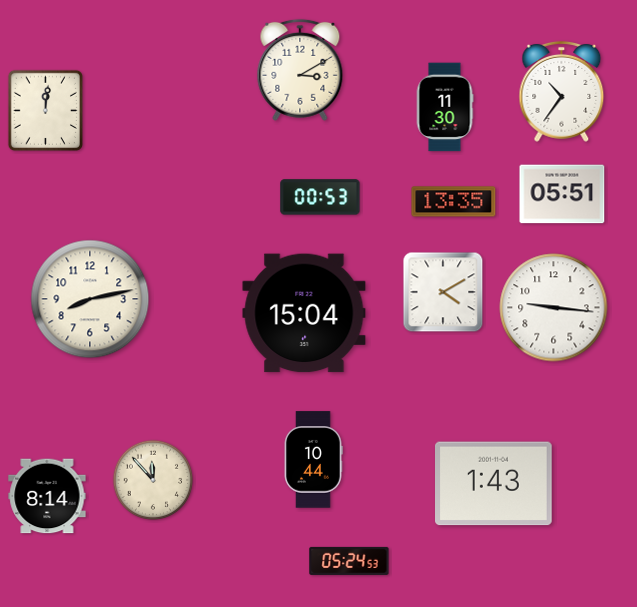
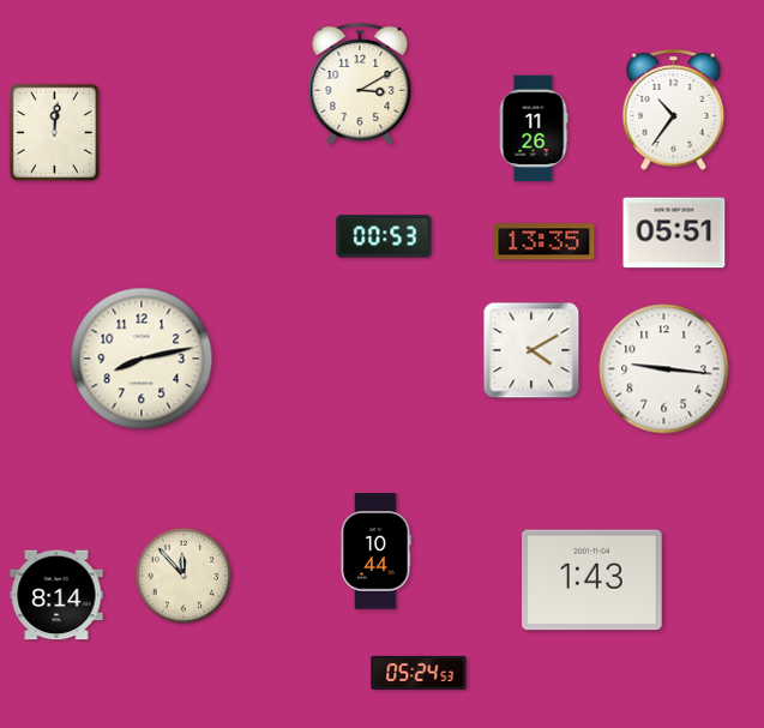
clock at (445, 107): 11:30 -> 11:26
clock at (90, 299) position: (90, 299) -> (142, 359)
clock at (304, 313): 15:04 -> none
